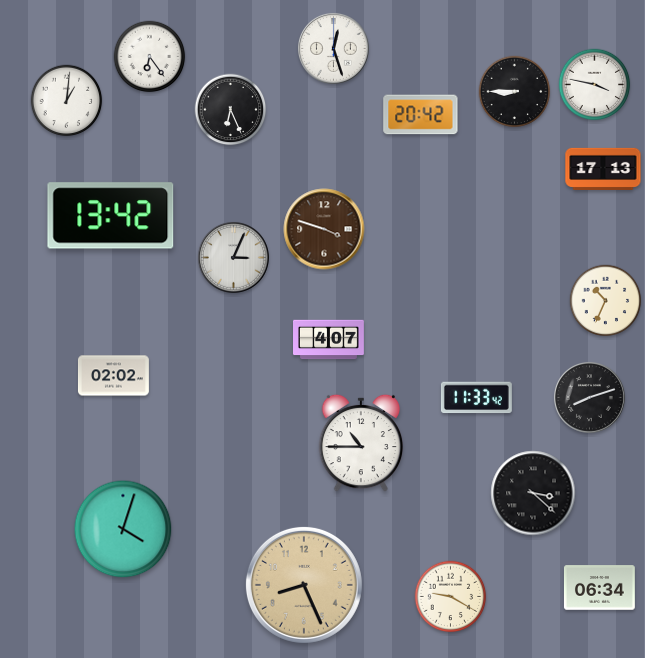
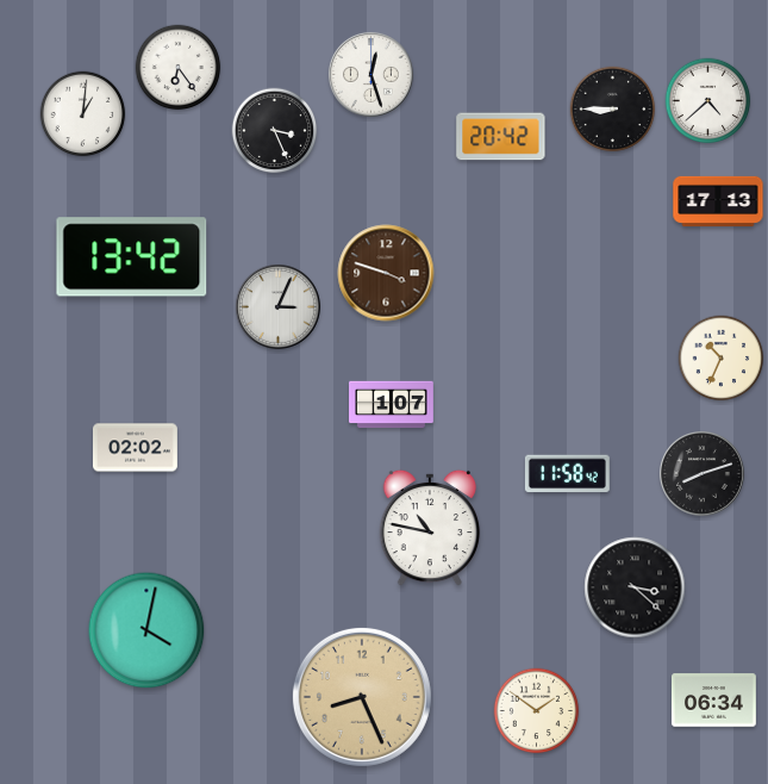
clock at (333, 48) position: (333, 48) -> (370, 74)
clock at (595, 85): 3:47 -> 4:38
clock at (67, 101) position: (67, 101) -> (83, 114)
clock at (231, 110): 6:26 -> 3:26
clock at (329, 340): 4:07 -> 1:07
clock at (476, 398): 11:33 -> 11:58
clock at (361, 443): 10:45 -> 10:47
clock at (123, 529): 4:03 -> 4:02
clock at (451, 597): 9:20 -> 1:51
